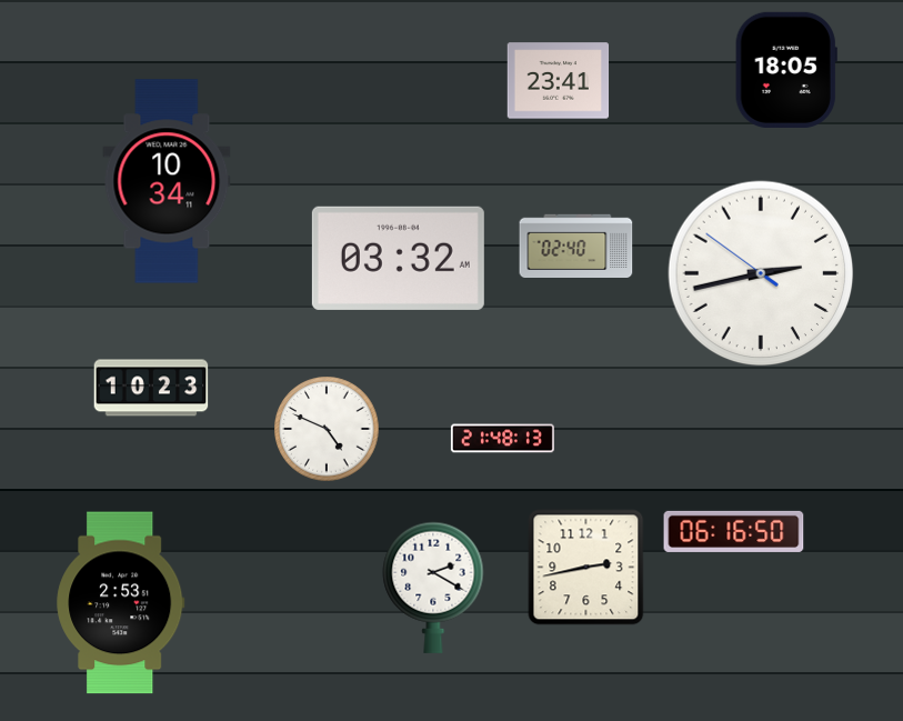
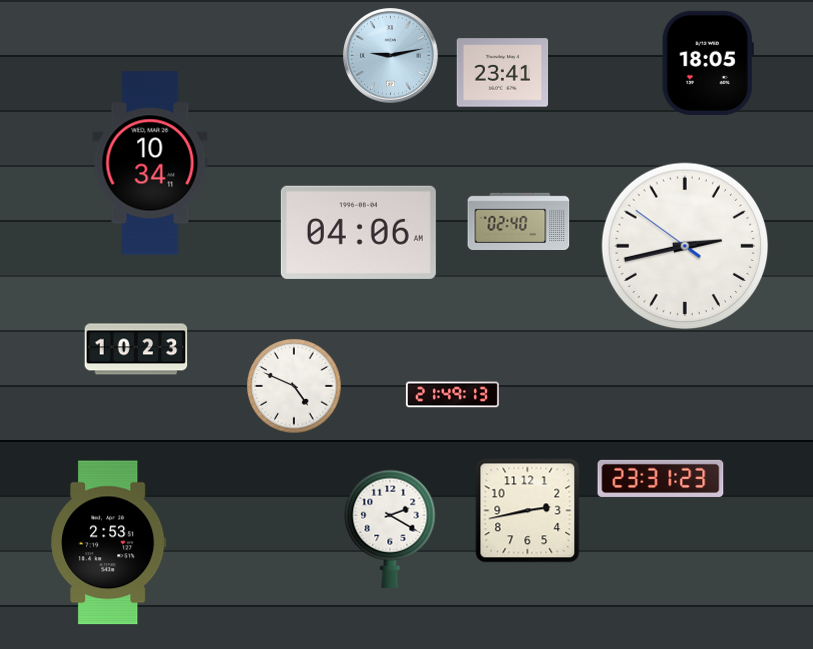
clock at (391, 56): none -> 9:13
clock at (398, 258): 03:32 -> 04:06
clock at (502, 439): 21:48 -> 21:49
clock at (734, 531): 06:16 -> 23:31
